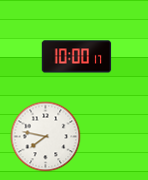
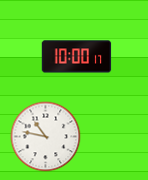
clock at (46, 137): 7:47 -> 10:47
